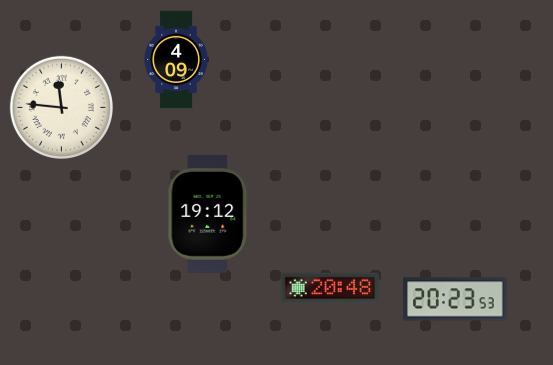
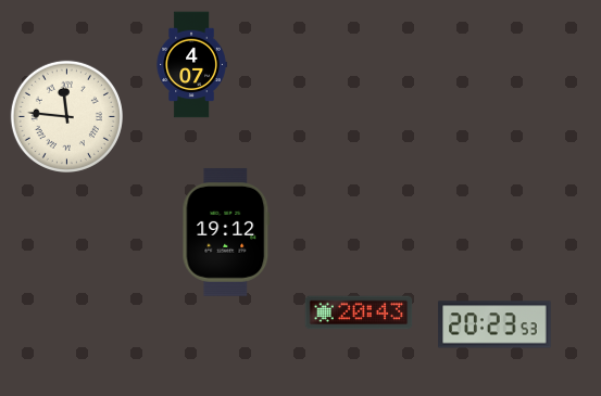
clock at (176, 60): 4:09 -> 4:07
clock at (330, 288): 20:48 -> 20:43
